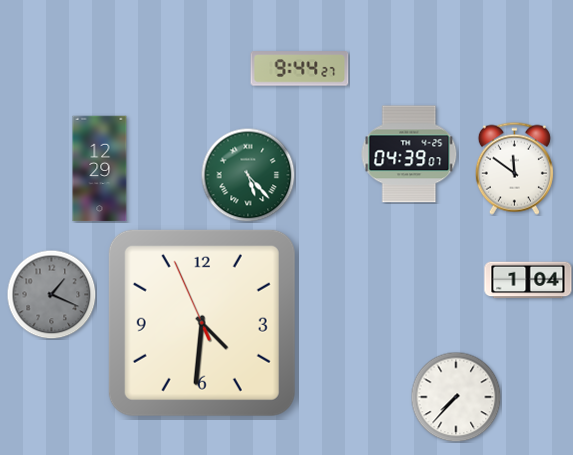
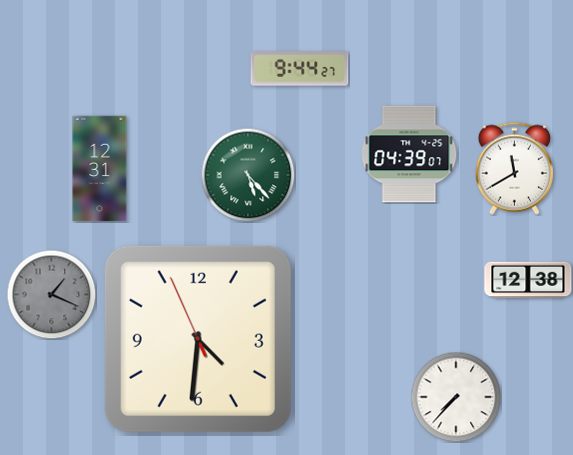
clock at (514, 168): 11:51 -> 11:40
clock at (100, 169): 12:29 -> 12:31
clock at (528, 280): 1:04 -> 12:38
clock at (202, 323) position: (202, 323) -> (198, 339)
